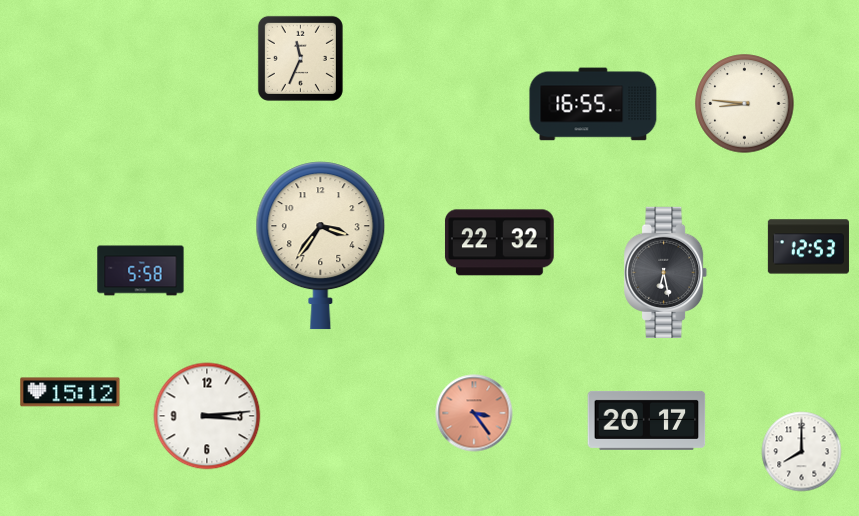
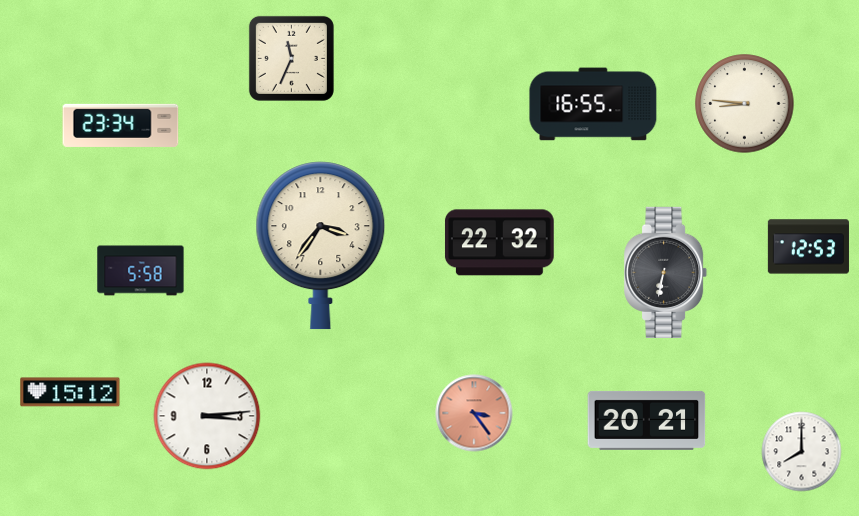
clock at (300, 58) position: (300, 58) -> (291, 58)
clock at (121, 125): none -> 23:34
clock at (667, 272): 6:28 -> 6:32
clock at (647, 420): 20:17 -> 20:21
